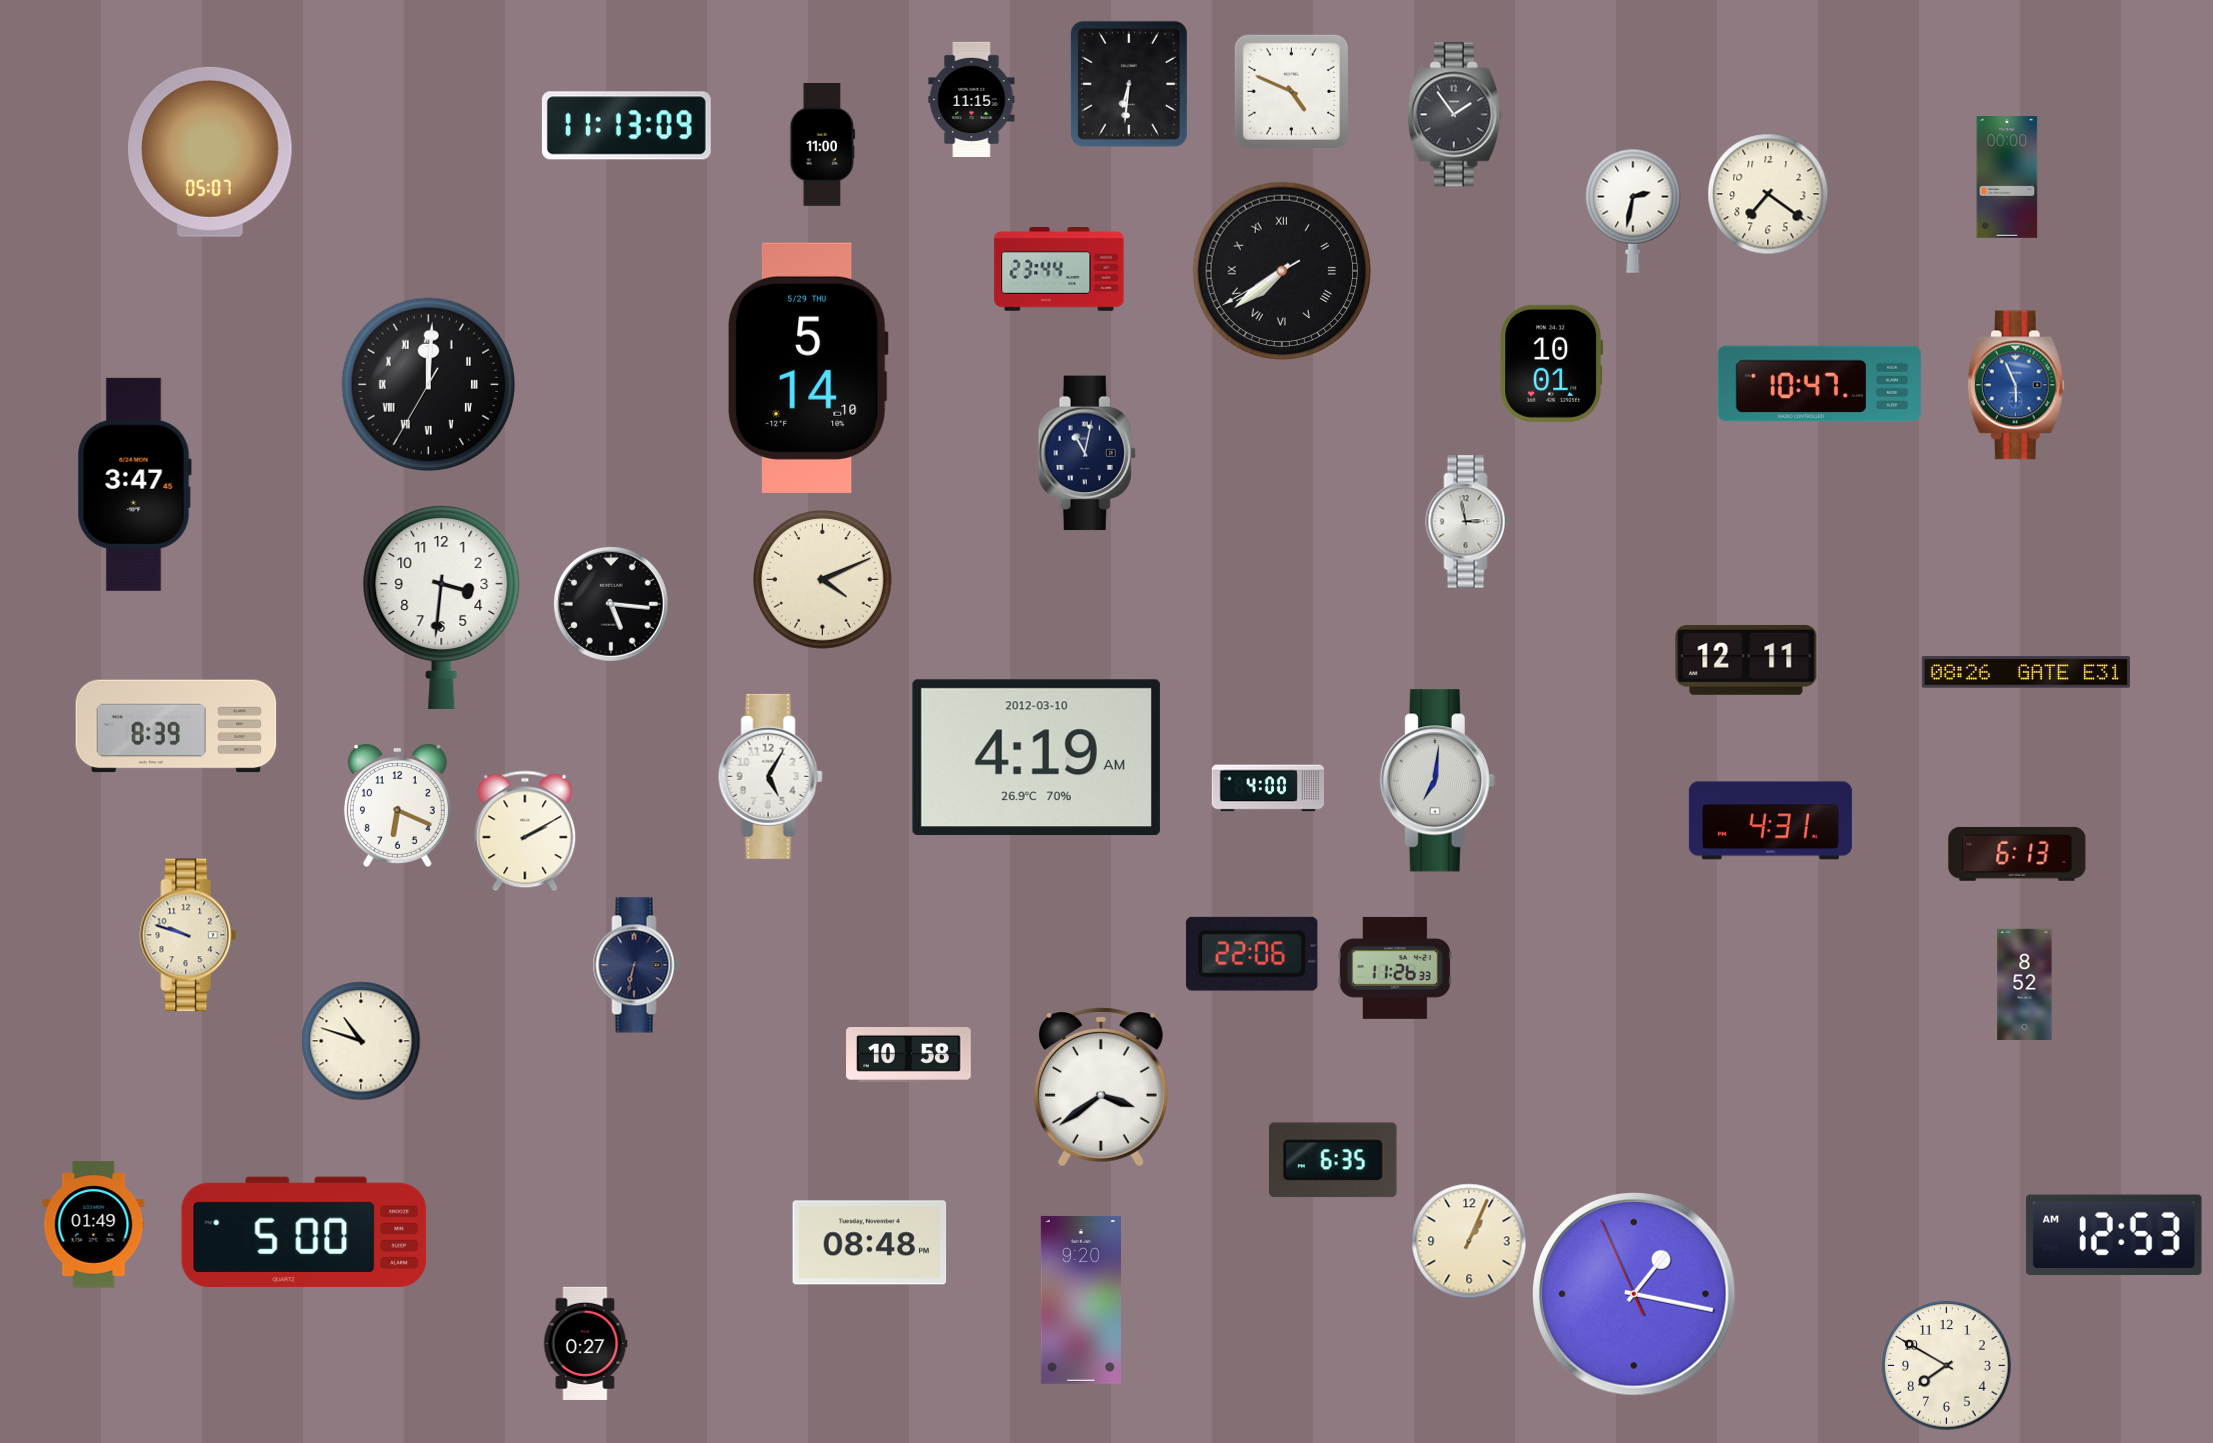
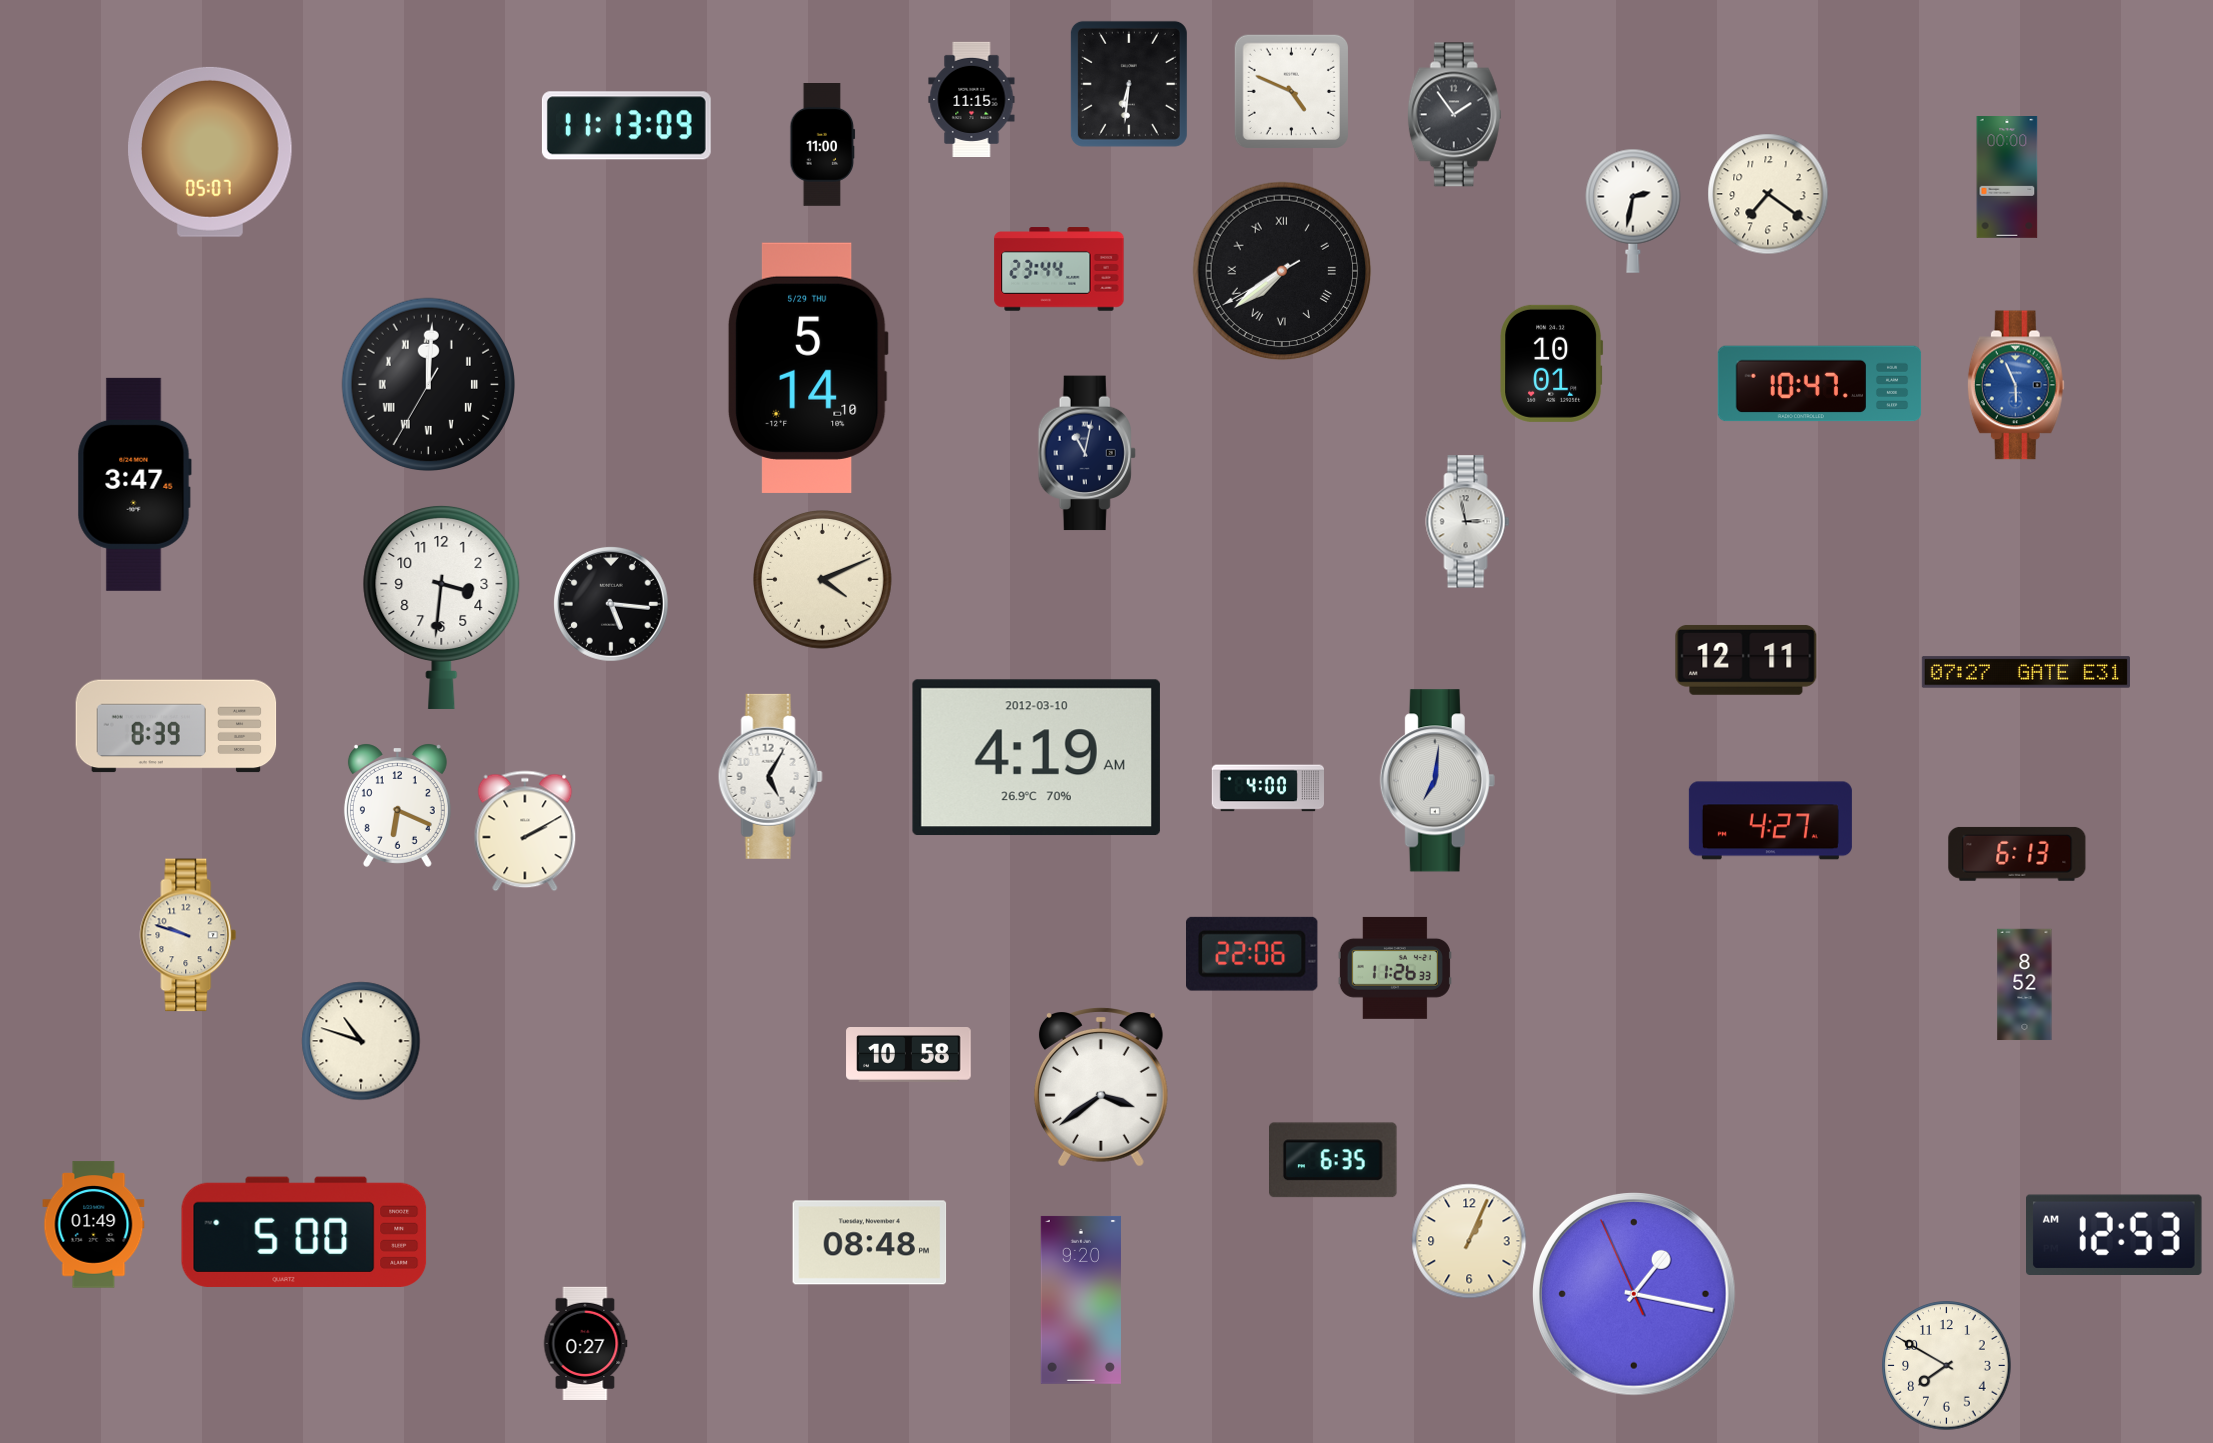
clock at (2026, 672): 08:26 -> 07:27
clock at (1770, 821): 4:31 -> 4:27
clock at (636, 965): 6:32 -> none
